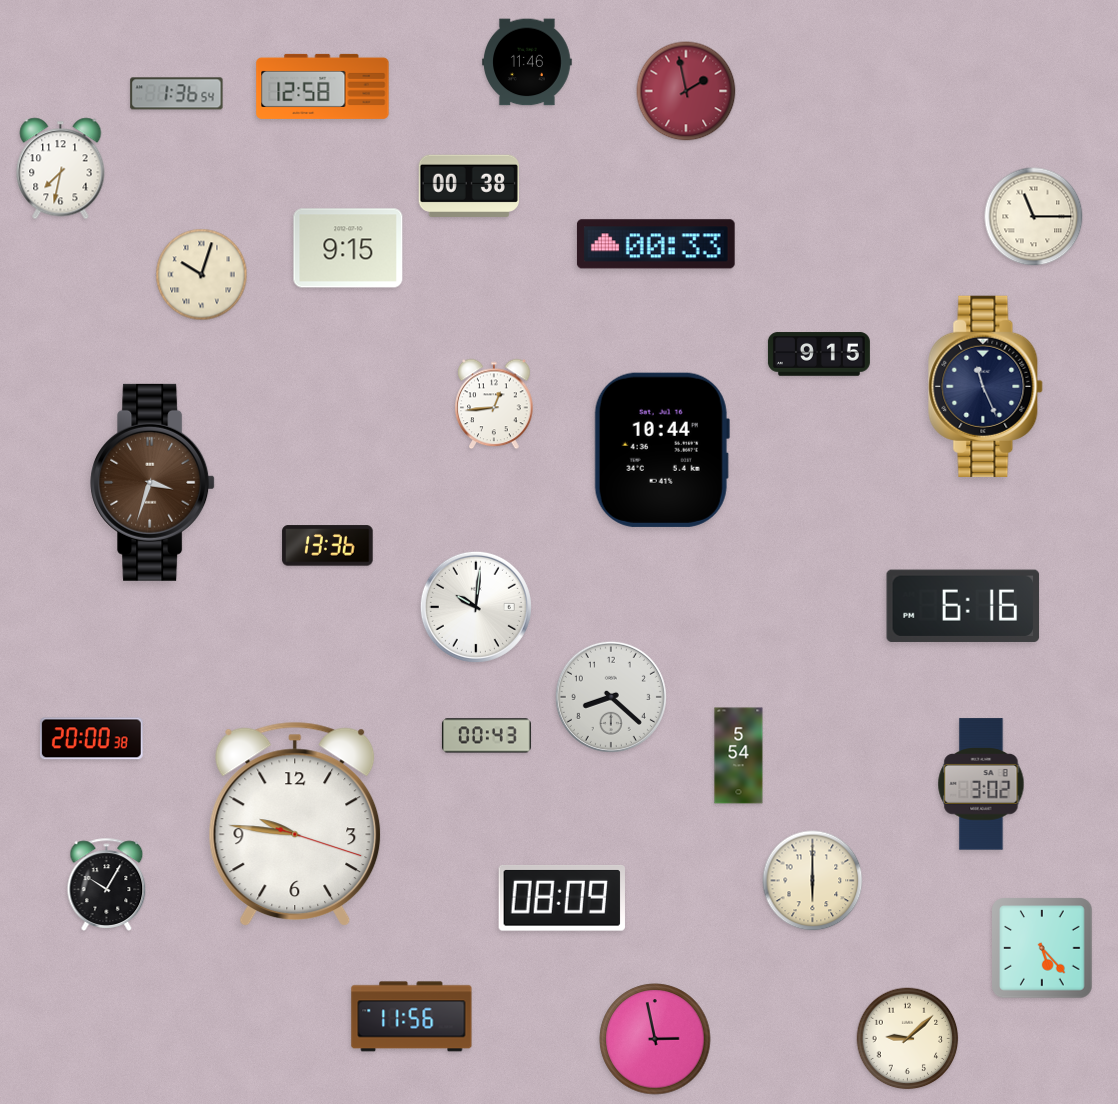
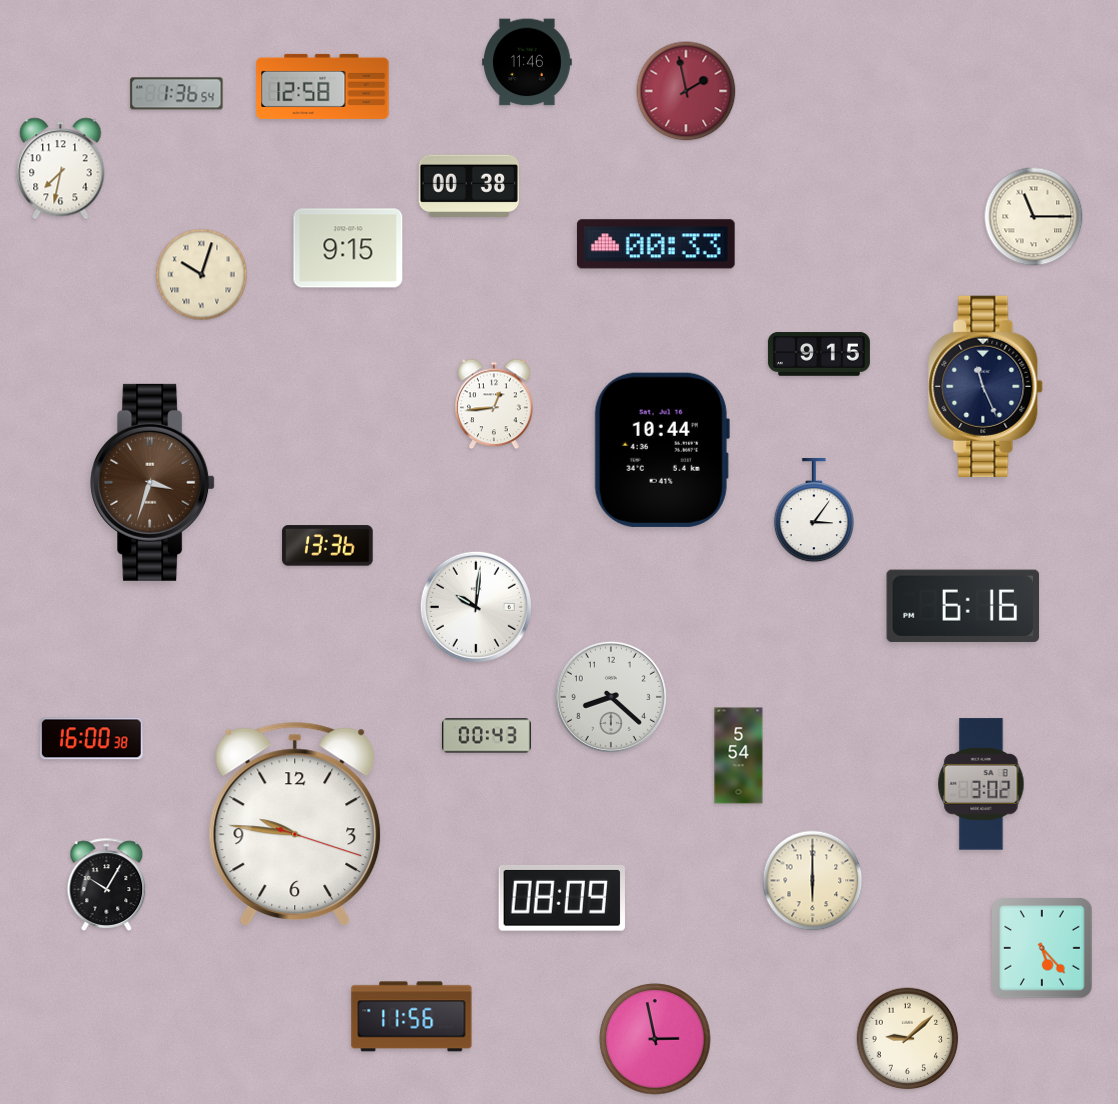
clock at (814, 511): none -> 3:06
clock at (91, 739): 20:00 -> 16:00
